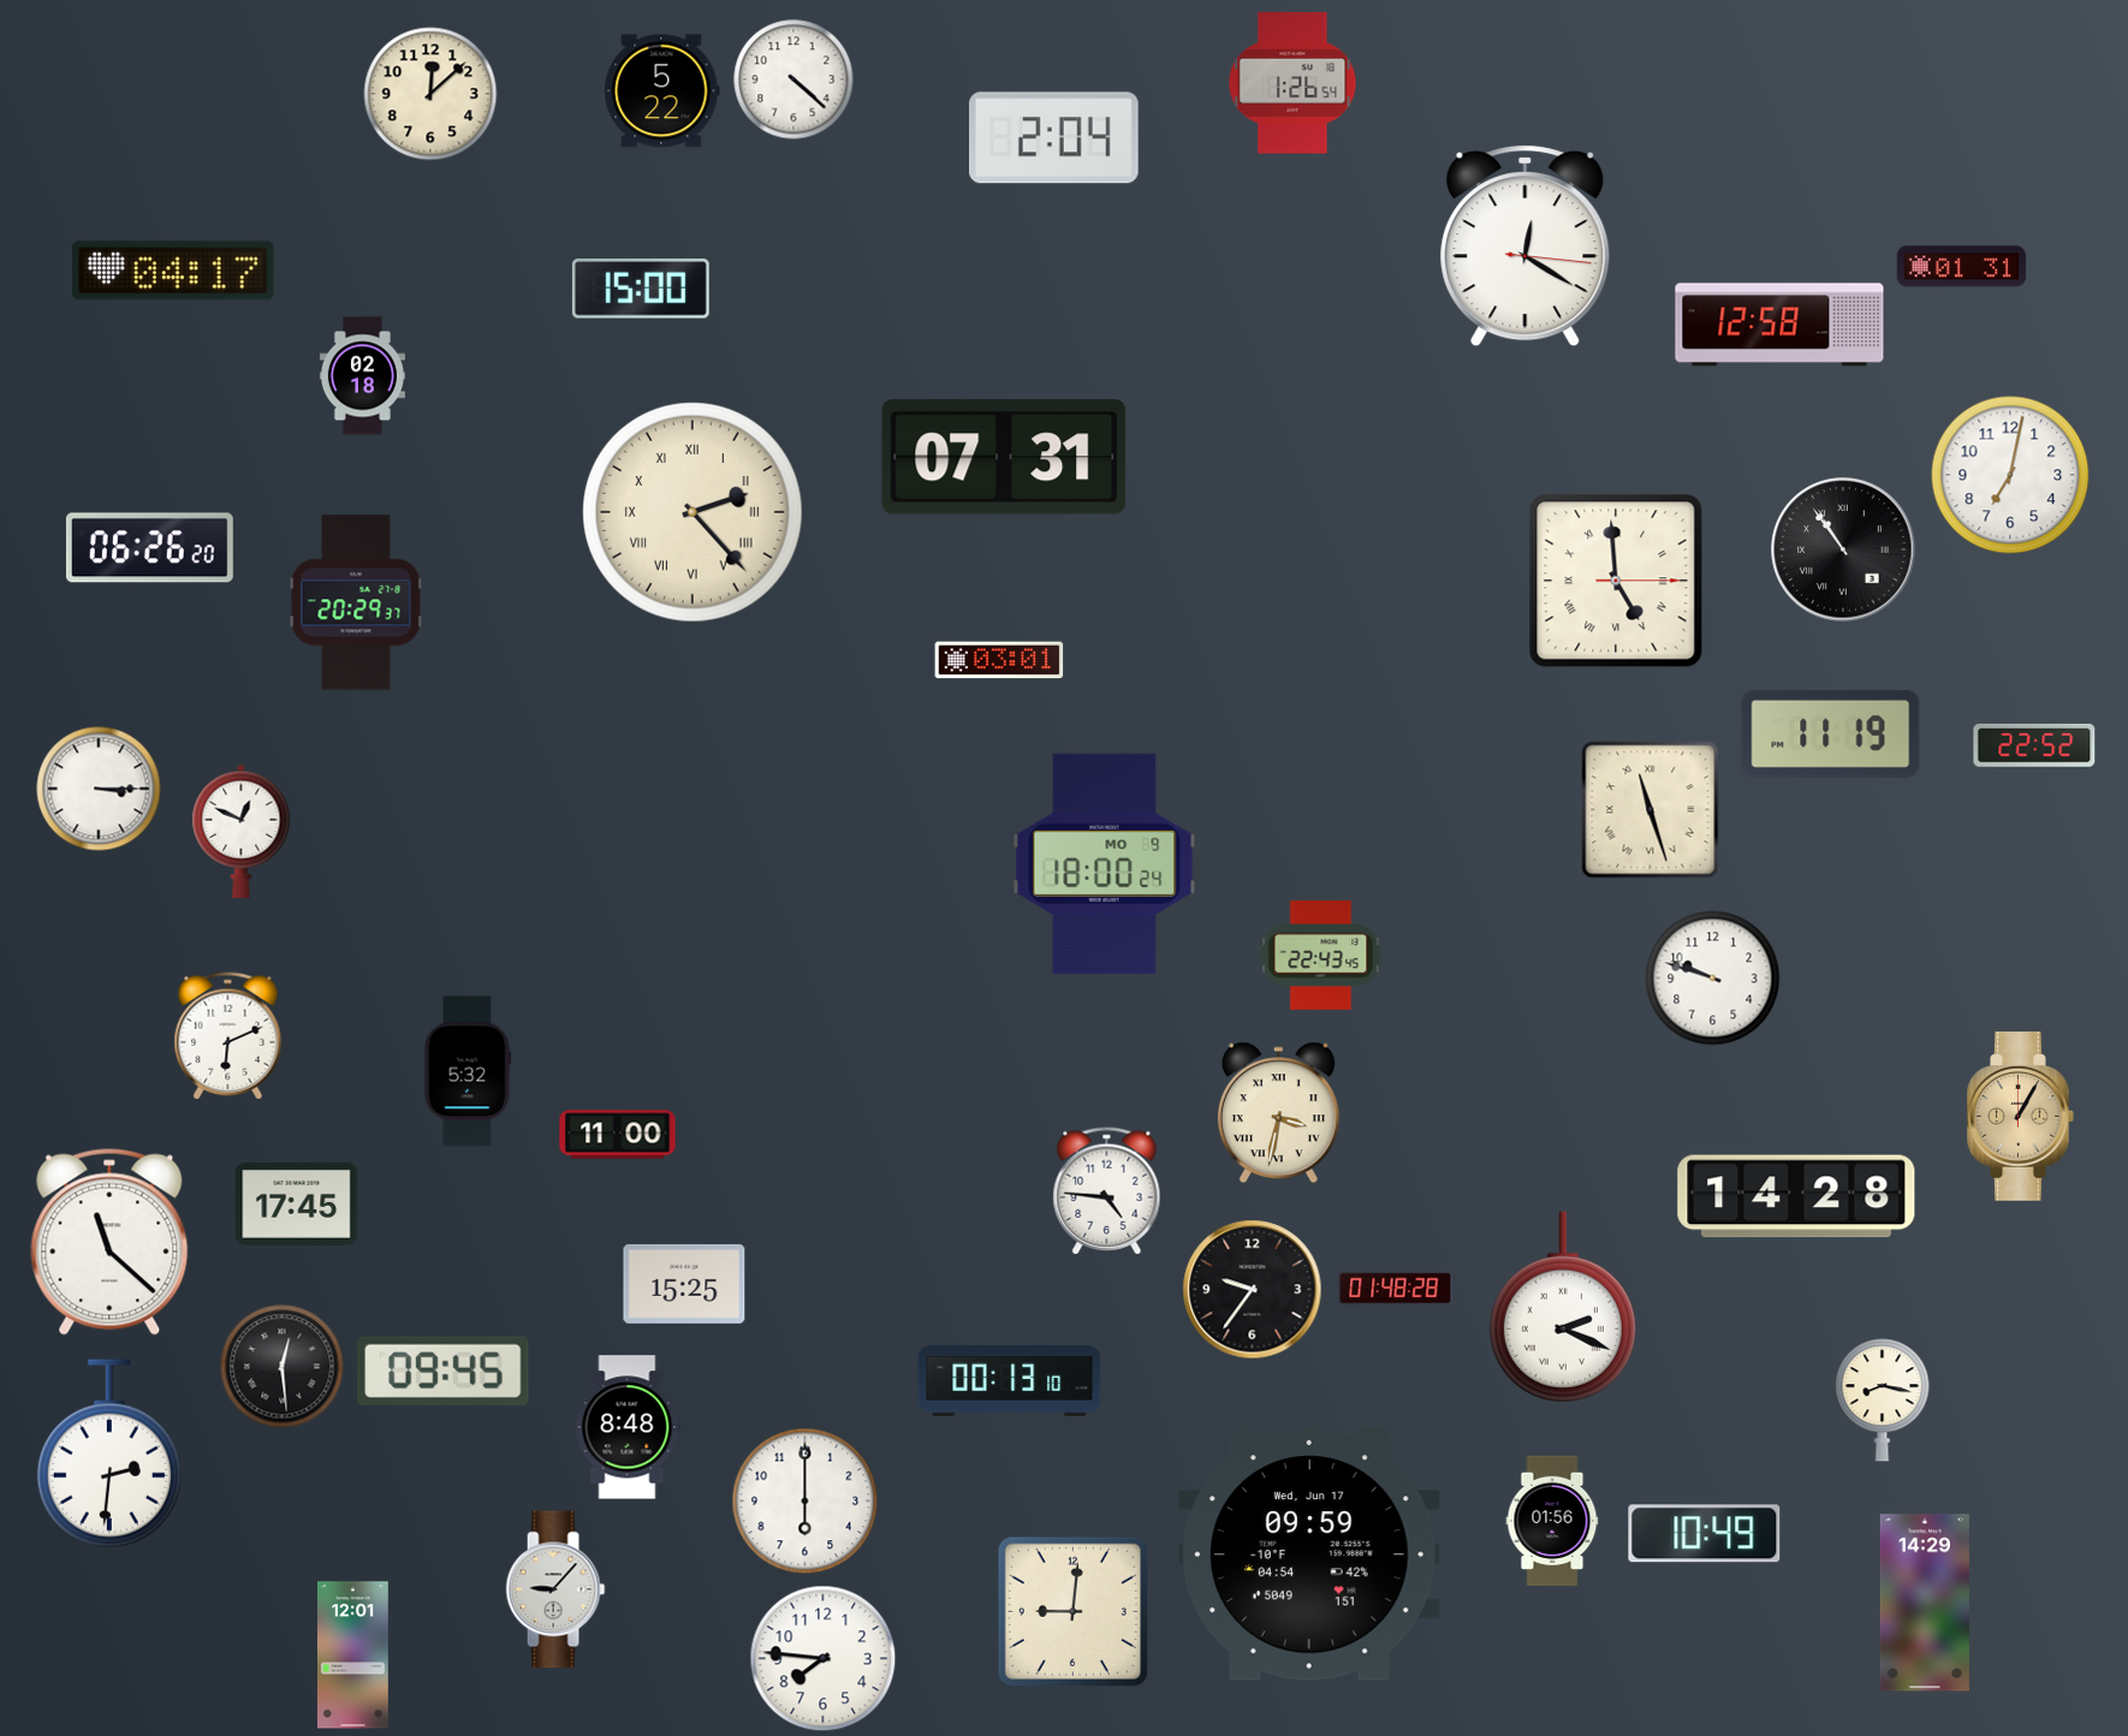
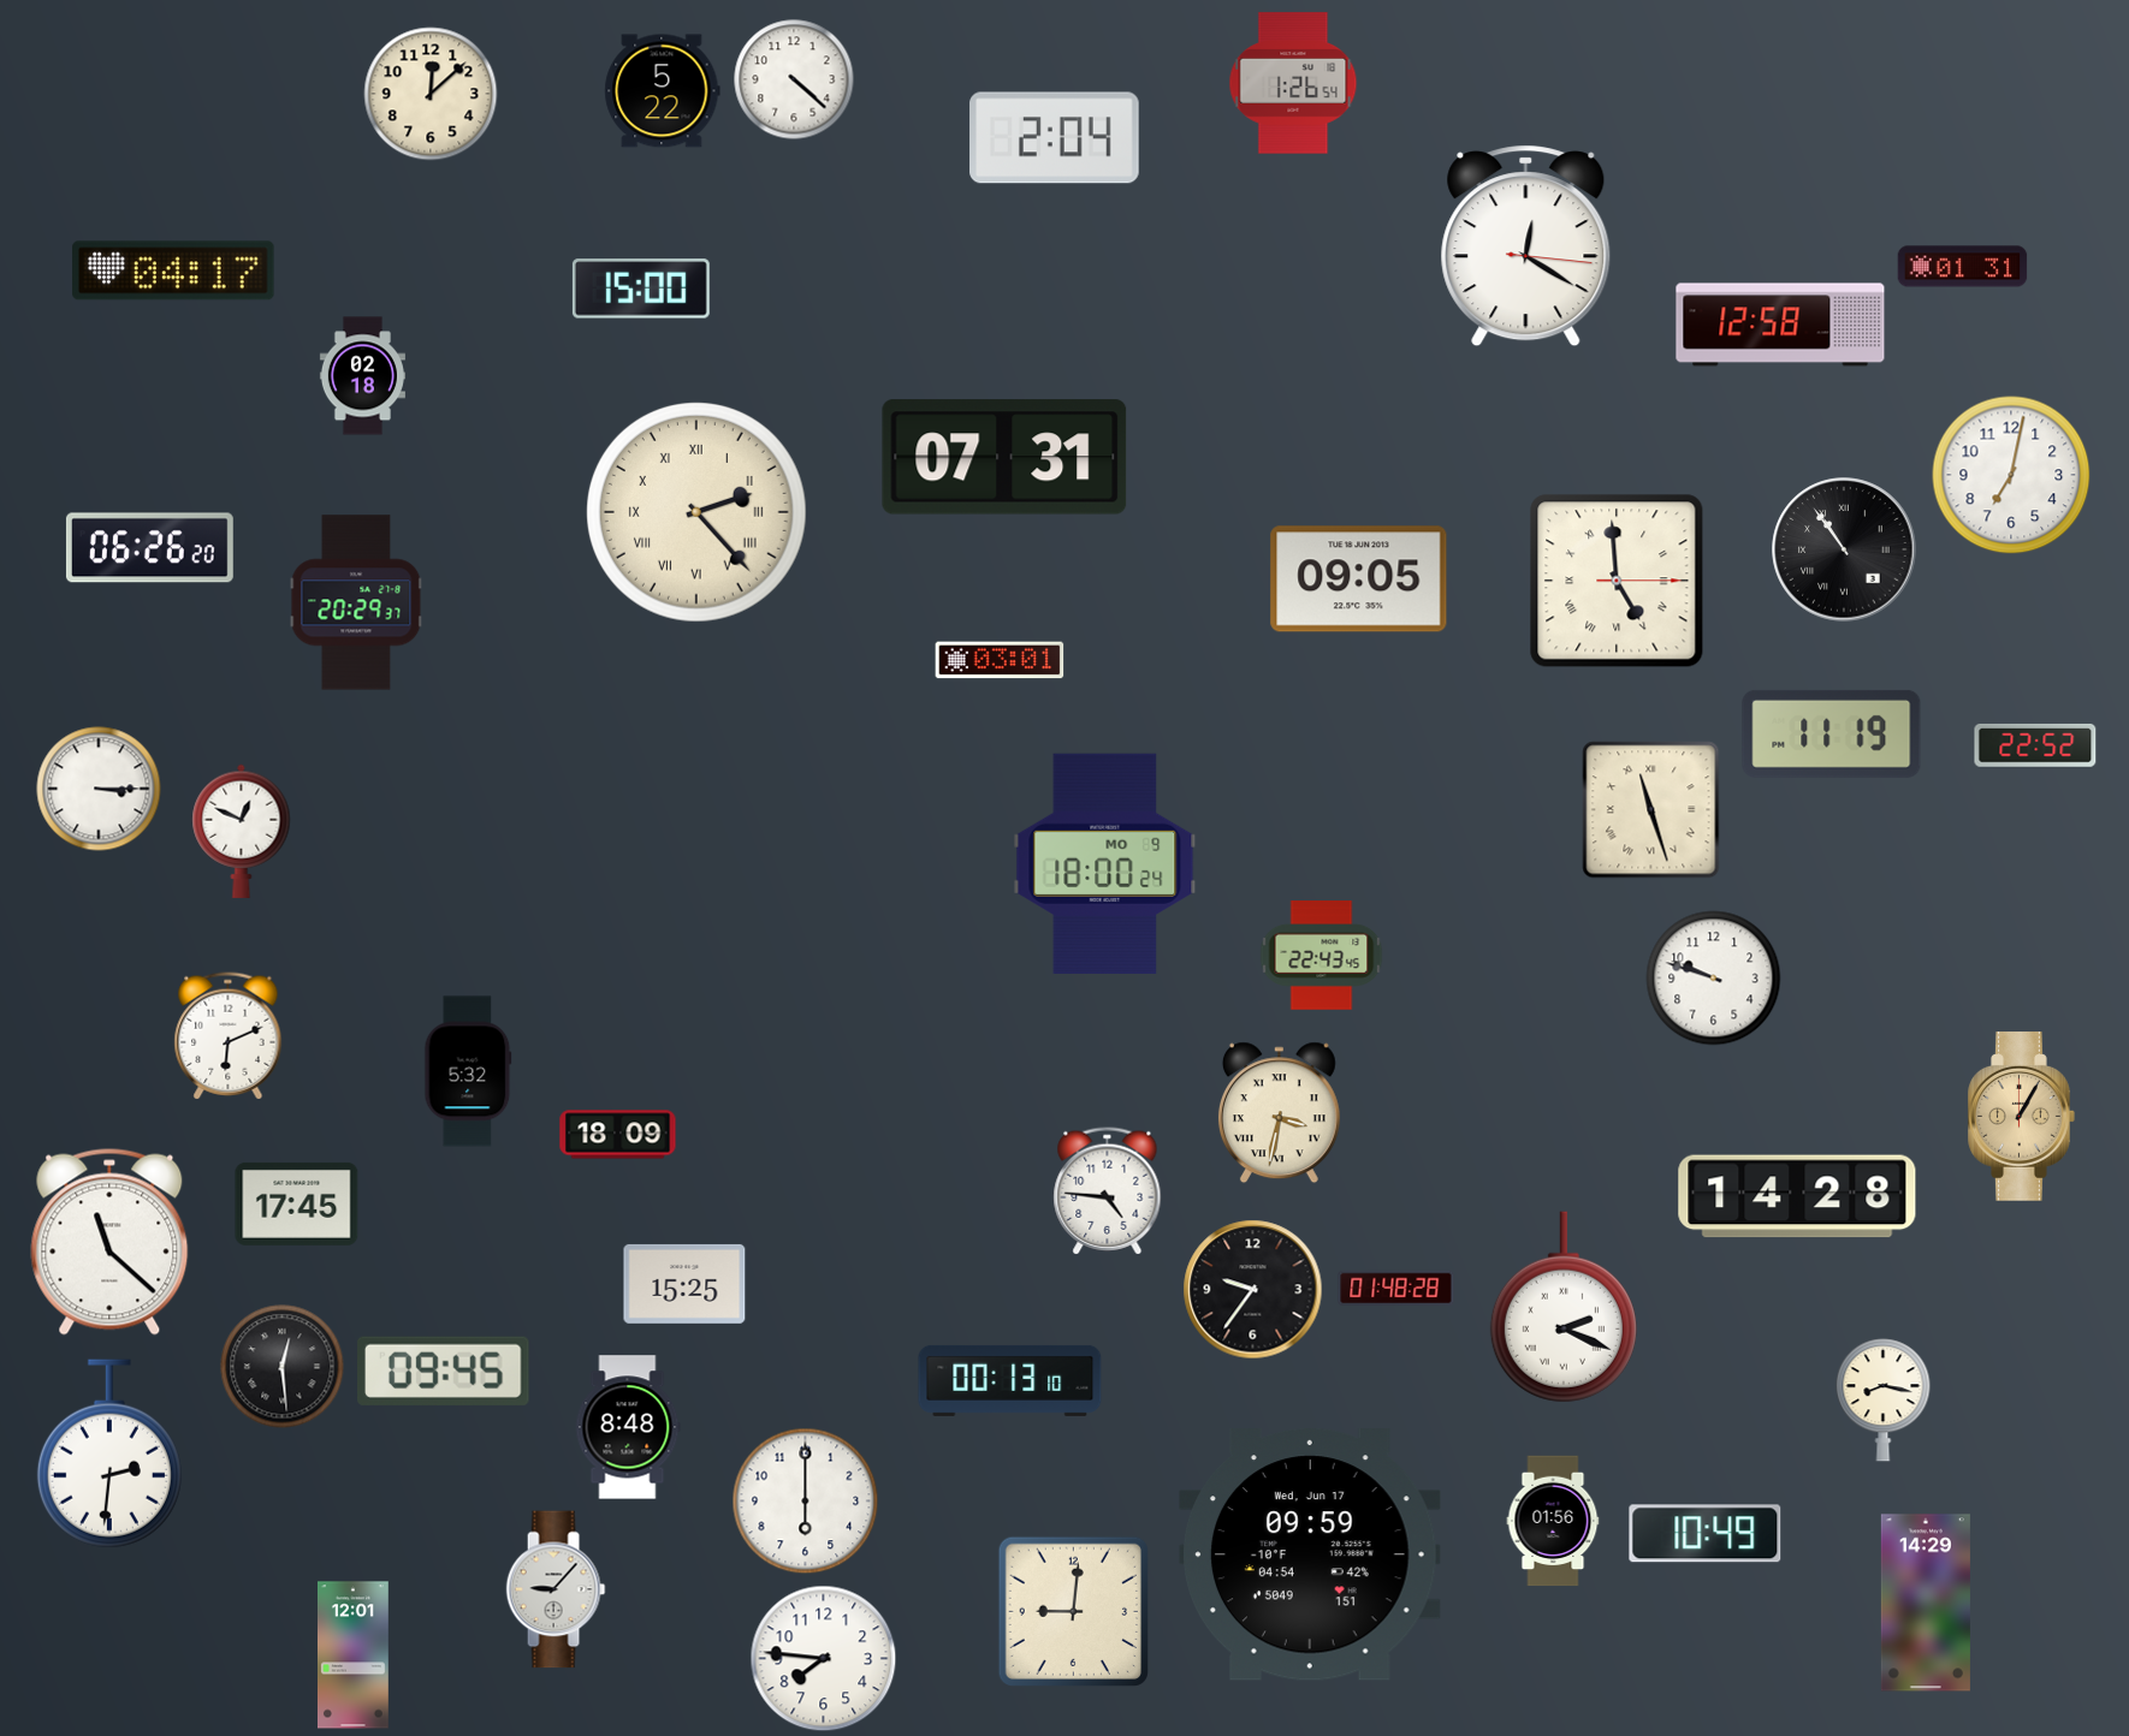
clock at (693, 512) position: (693, 512) -> (696, 512)
clock at (1359, 579): none -> 09:05
clock at (618, 1135): 11:00 -> 18:09
